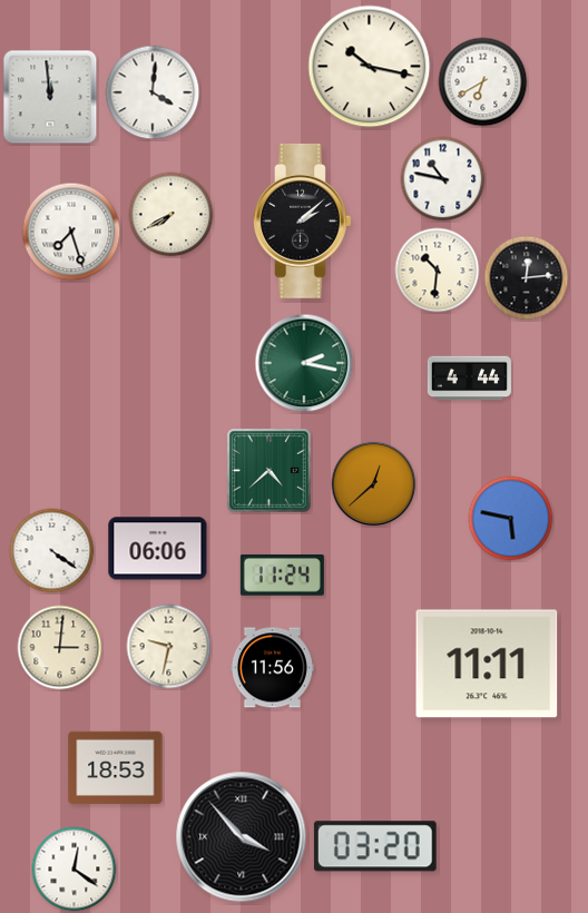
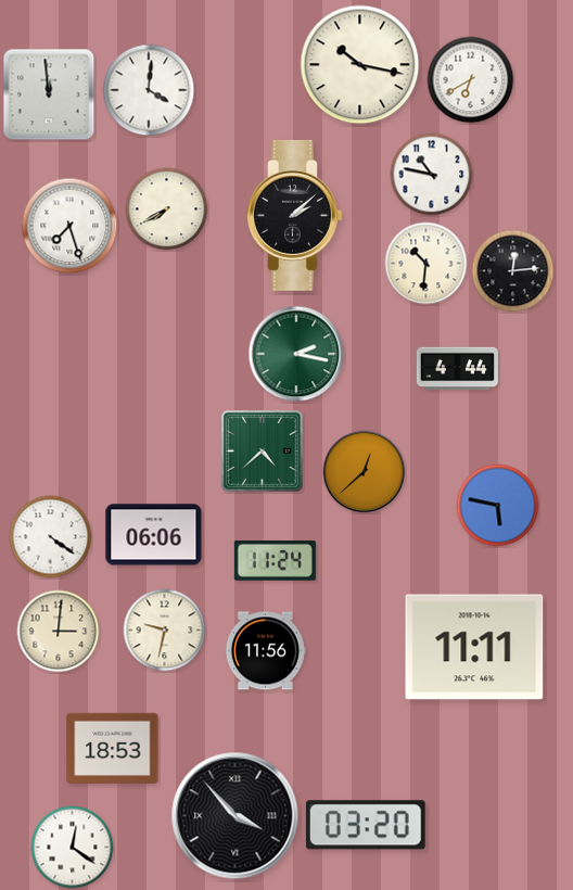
clock at (269, 471) position: (269, 471) -> (263, 452)
